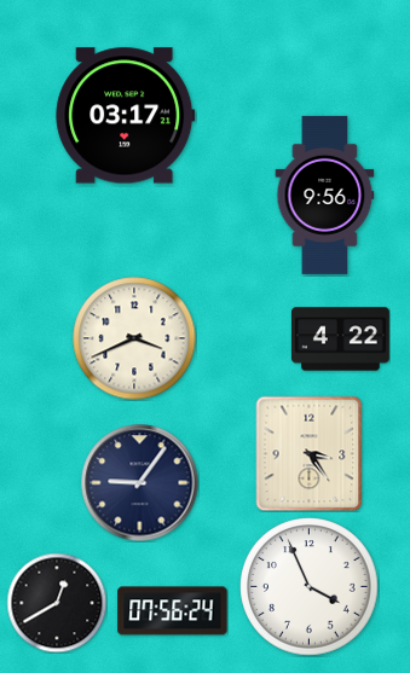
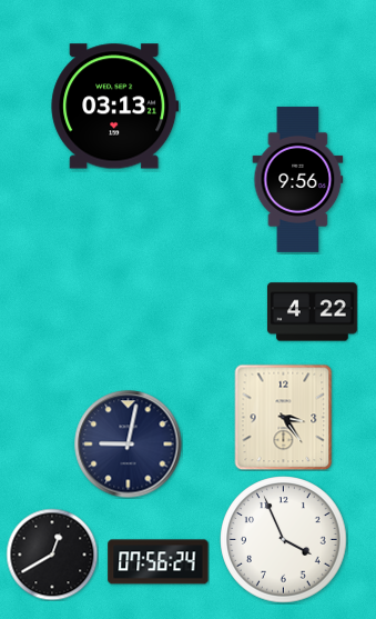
clock at (126, 116): 03:17 -> 03:13
clock at (134, 338): 3:41 -> none
clock at (140, 483): 9:06 -> 9:02
